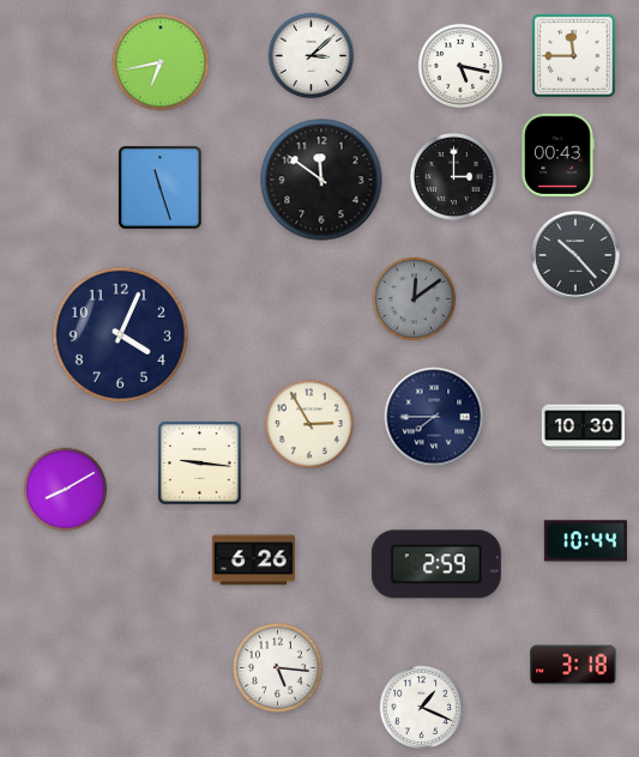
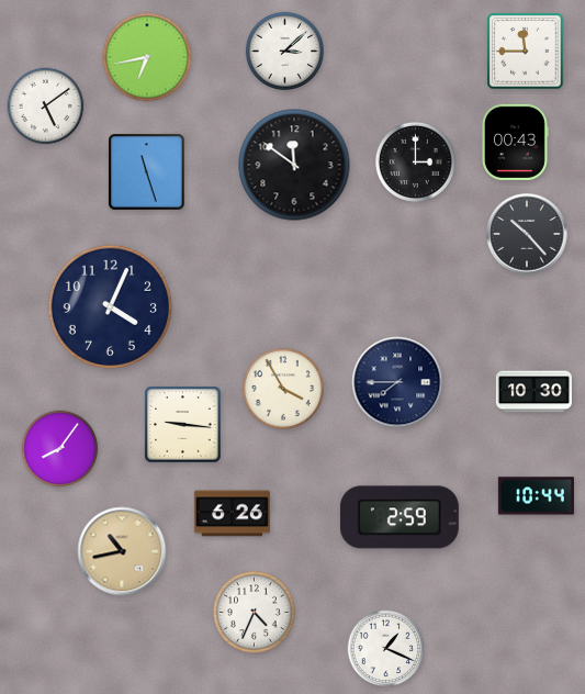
clock at (460, 66): 5:17 -> none
clock at (46, 107): none -> 5:09
clock at (559, 155) position: (559, 155) -> (516, 142)
clock at (415, 299): 12:09 -> none
clock at (309, 424): 2:55 -> 3:55
clock at (66, 490): 8:10 -> 8:06
clock at (122, 551): none -> 10:43
clock at (573, 665): 3:18 -> none
clock at (278, 668): 5:16 -> 4:34
